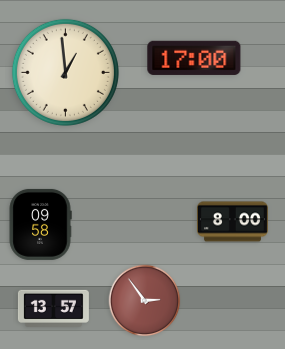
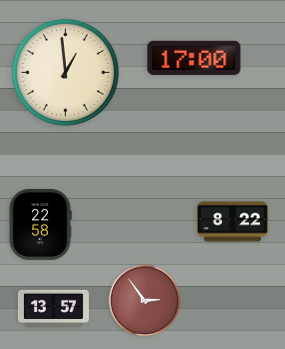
clock at (232, 222): 8:00 -> 8:22
clock at (40, 224): 09:58 -> 22:58
